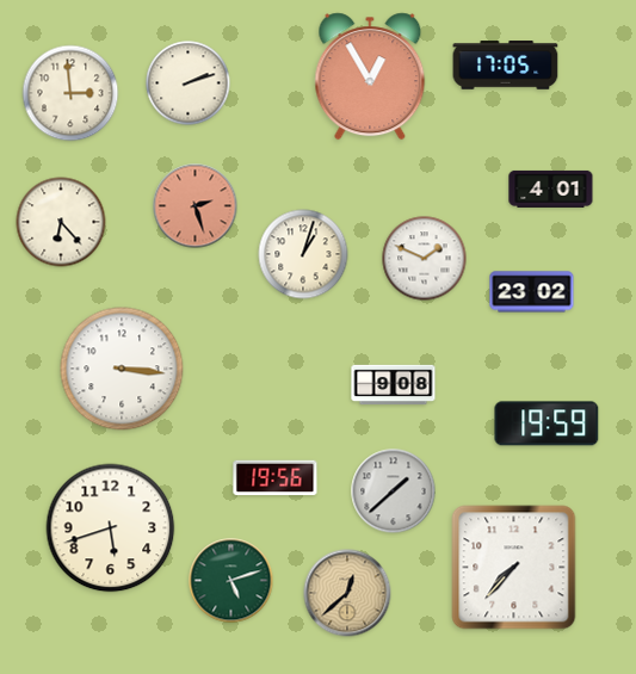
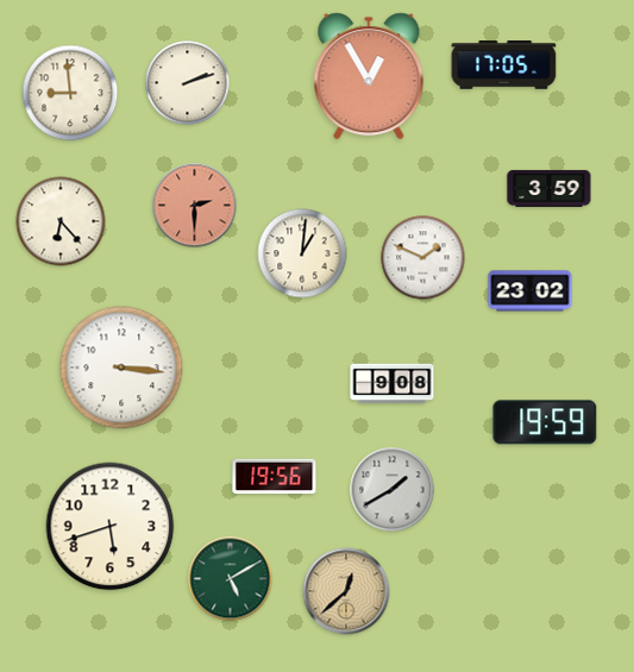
clock at (70, 93): 2:59 -> 8:59
clock at (551, 188): 4:01 -> 3:59
clock at (196, 206): 2:27 -> 2:30
clock at (303, 254): 1:03 -> 1:01
clock at (394, 491): 1:38 -> 1:40
clock at (514, 568): 7:37 -> none
clock at (231, 581): 5:12 -> 5:10
